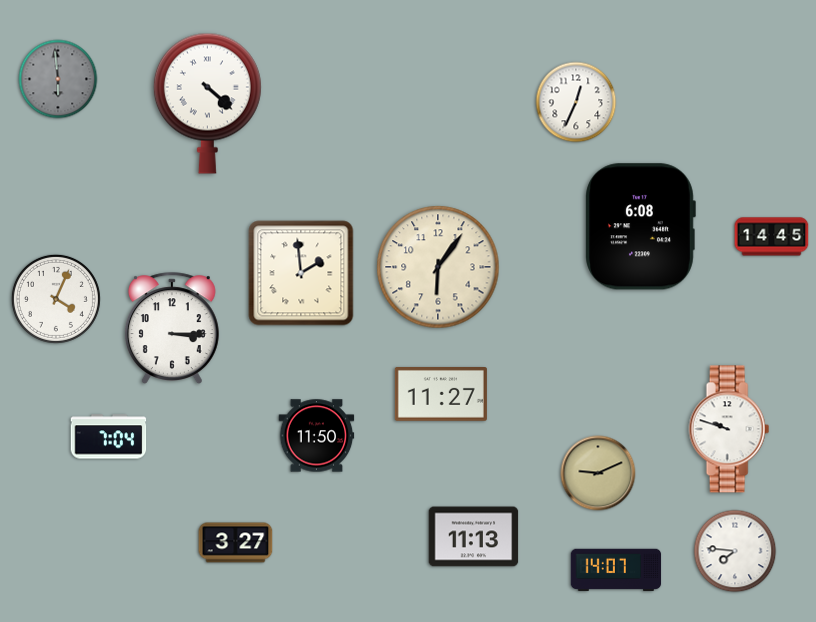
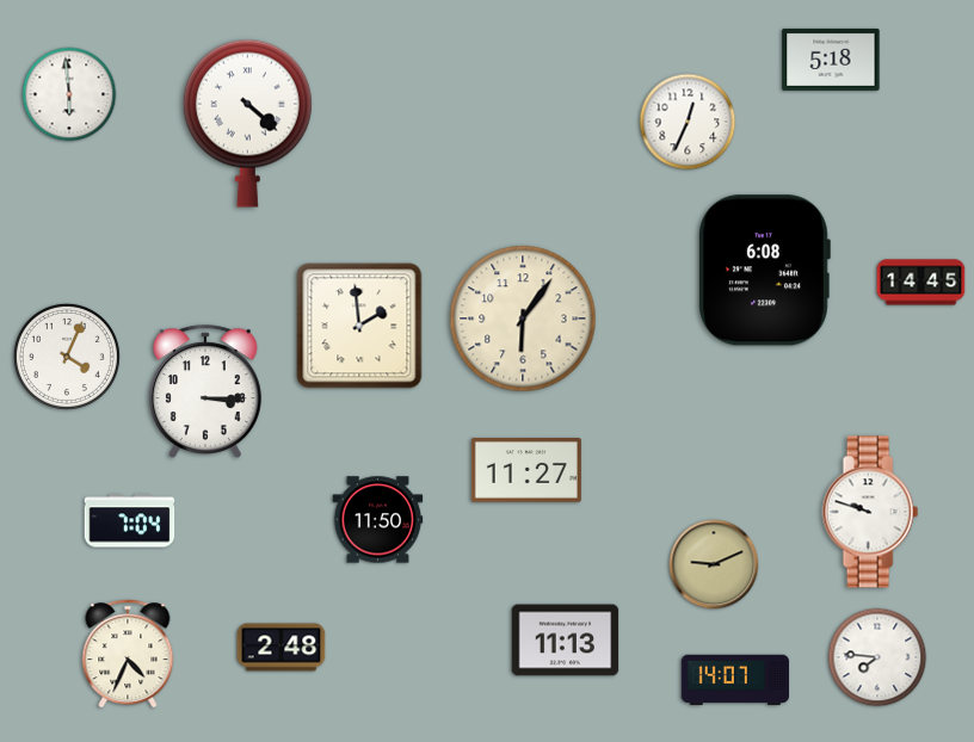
clock at (831, 60): none -> 5:18
clock at (58, 79) dial: grey -> white
clock at (236, 543): 3:27 -> 2:48
clock at (128, 654): none -> 4:34
